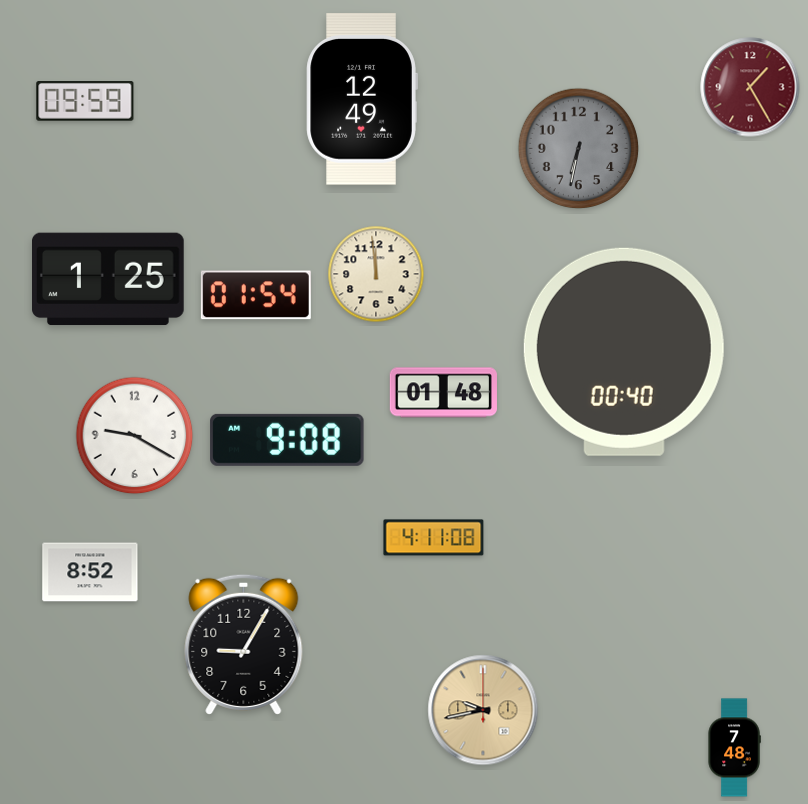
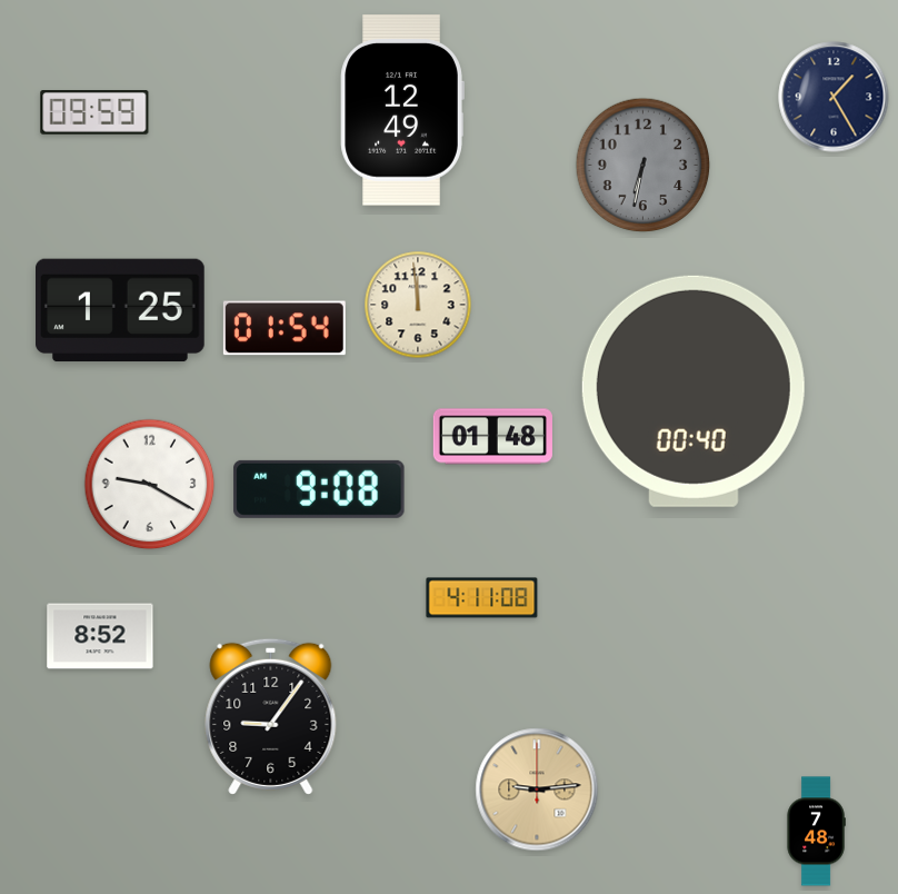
clock at (750, 87) dial: burgundy -> navy
clock at (244, 644): 9:05 -> 9:06
clock at (483, 710): 9:43 -> 9:14
